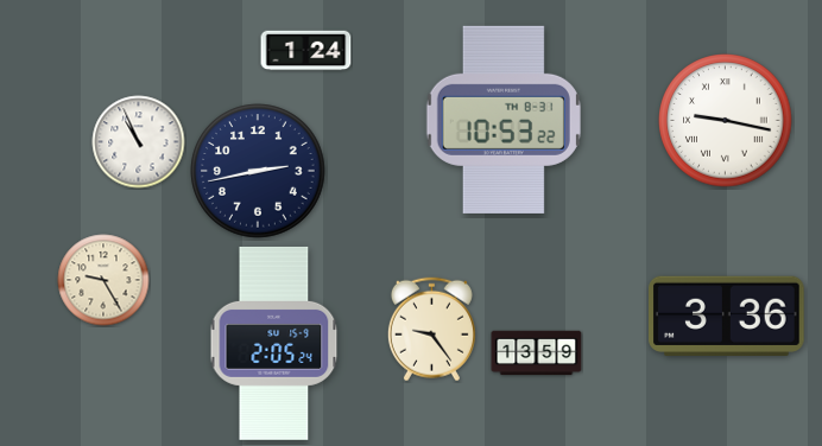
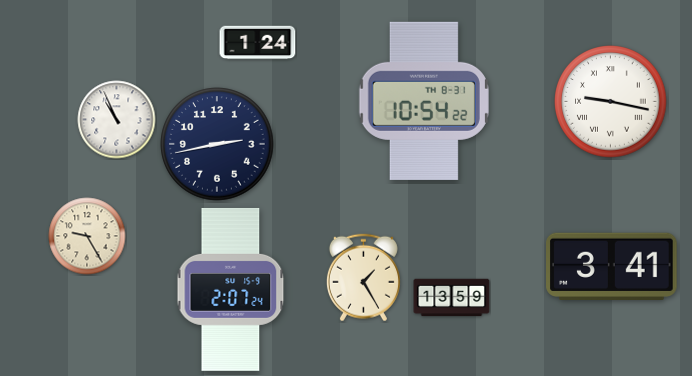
clock at (504, 120): 10:53 -> 10:54
clock at (727, 316): 3:36 -> 3:41
clock at (431, 330): 9:24 -> 1:25
clock at (274, 343): 2:05 -> 2:07
